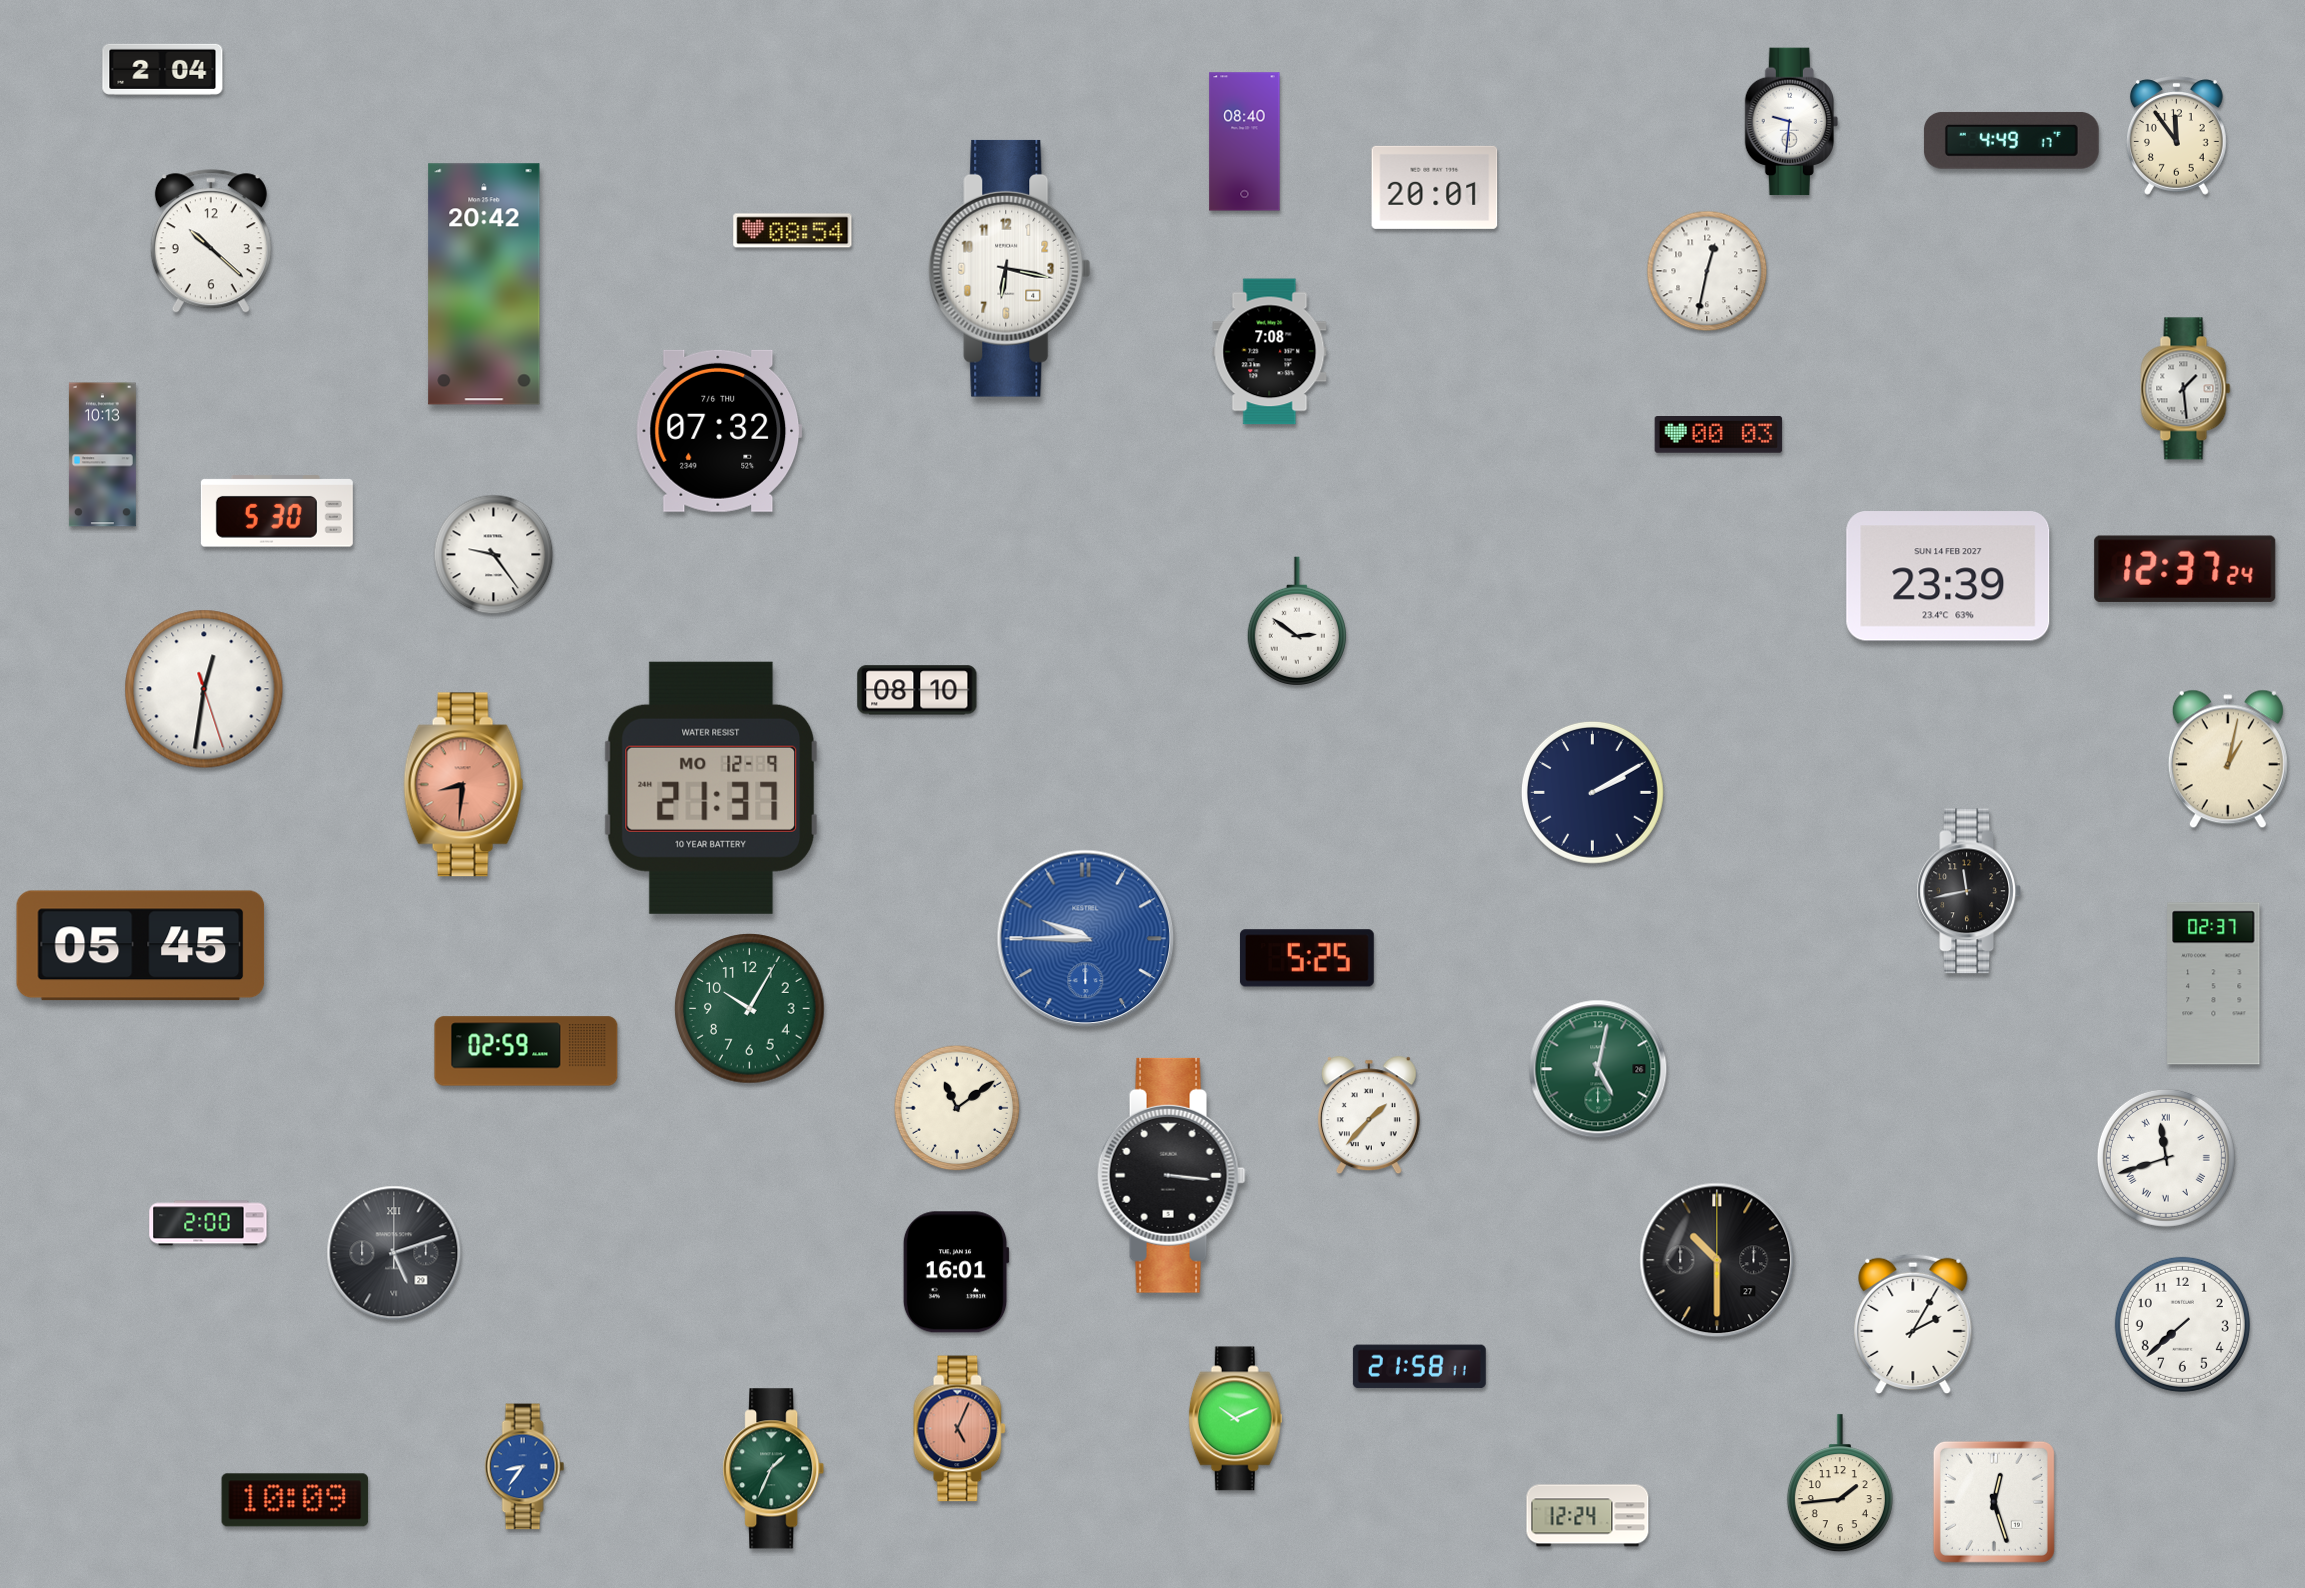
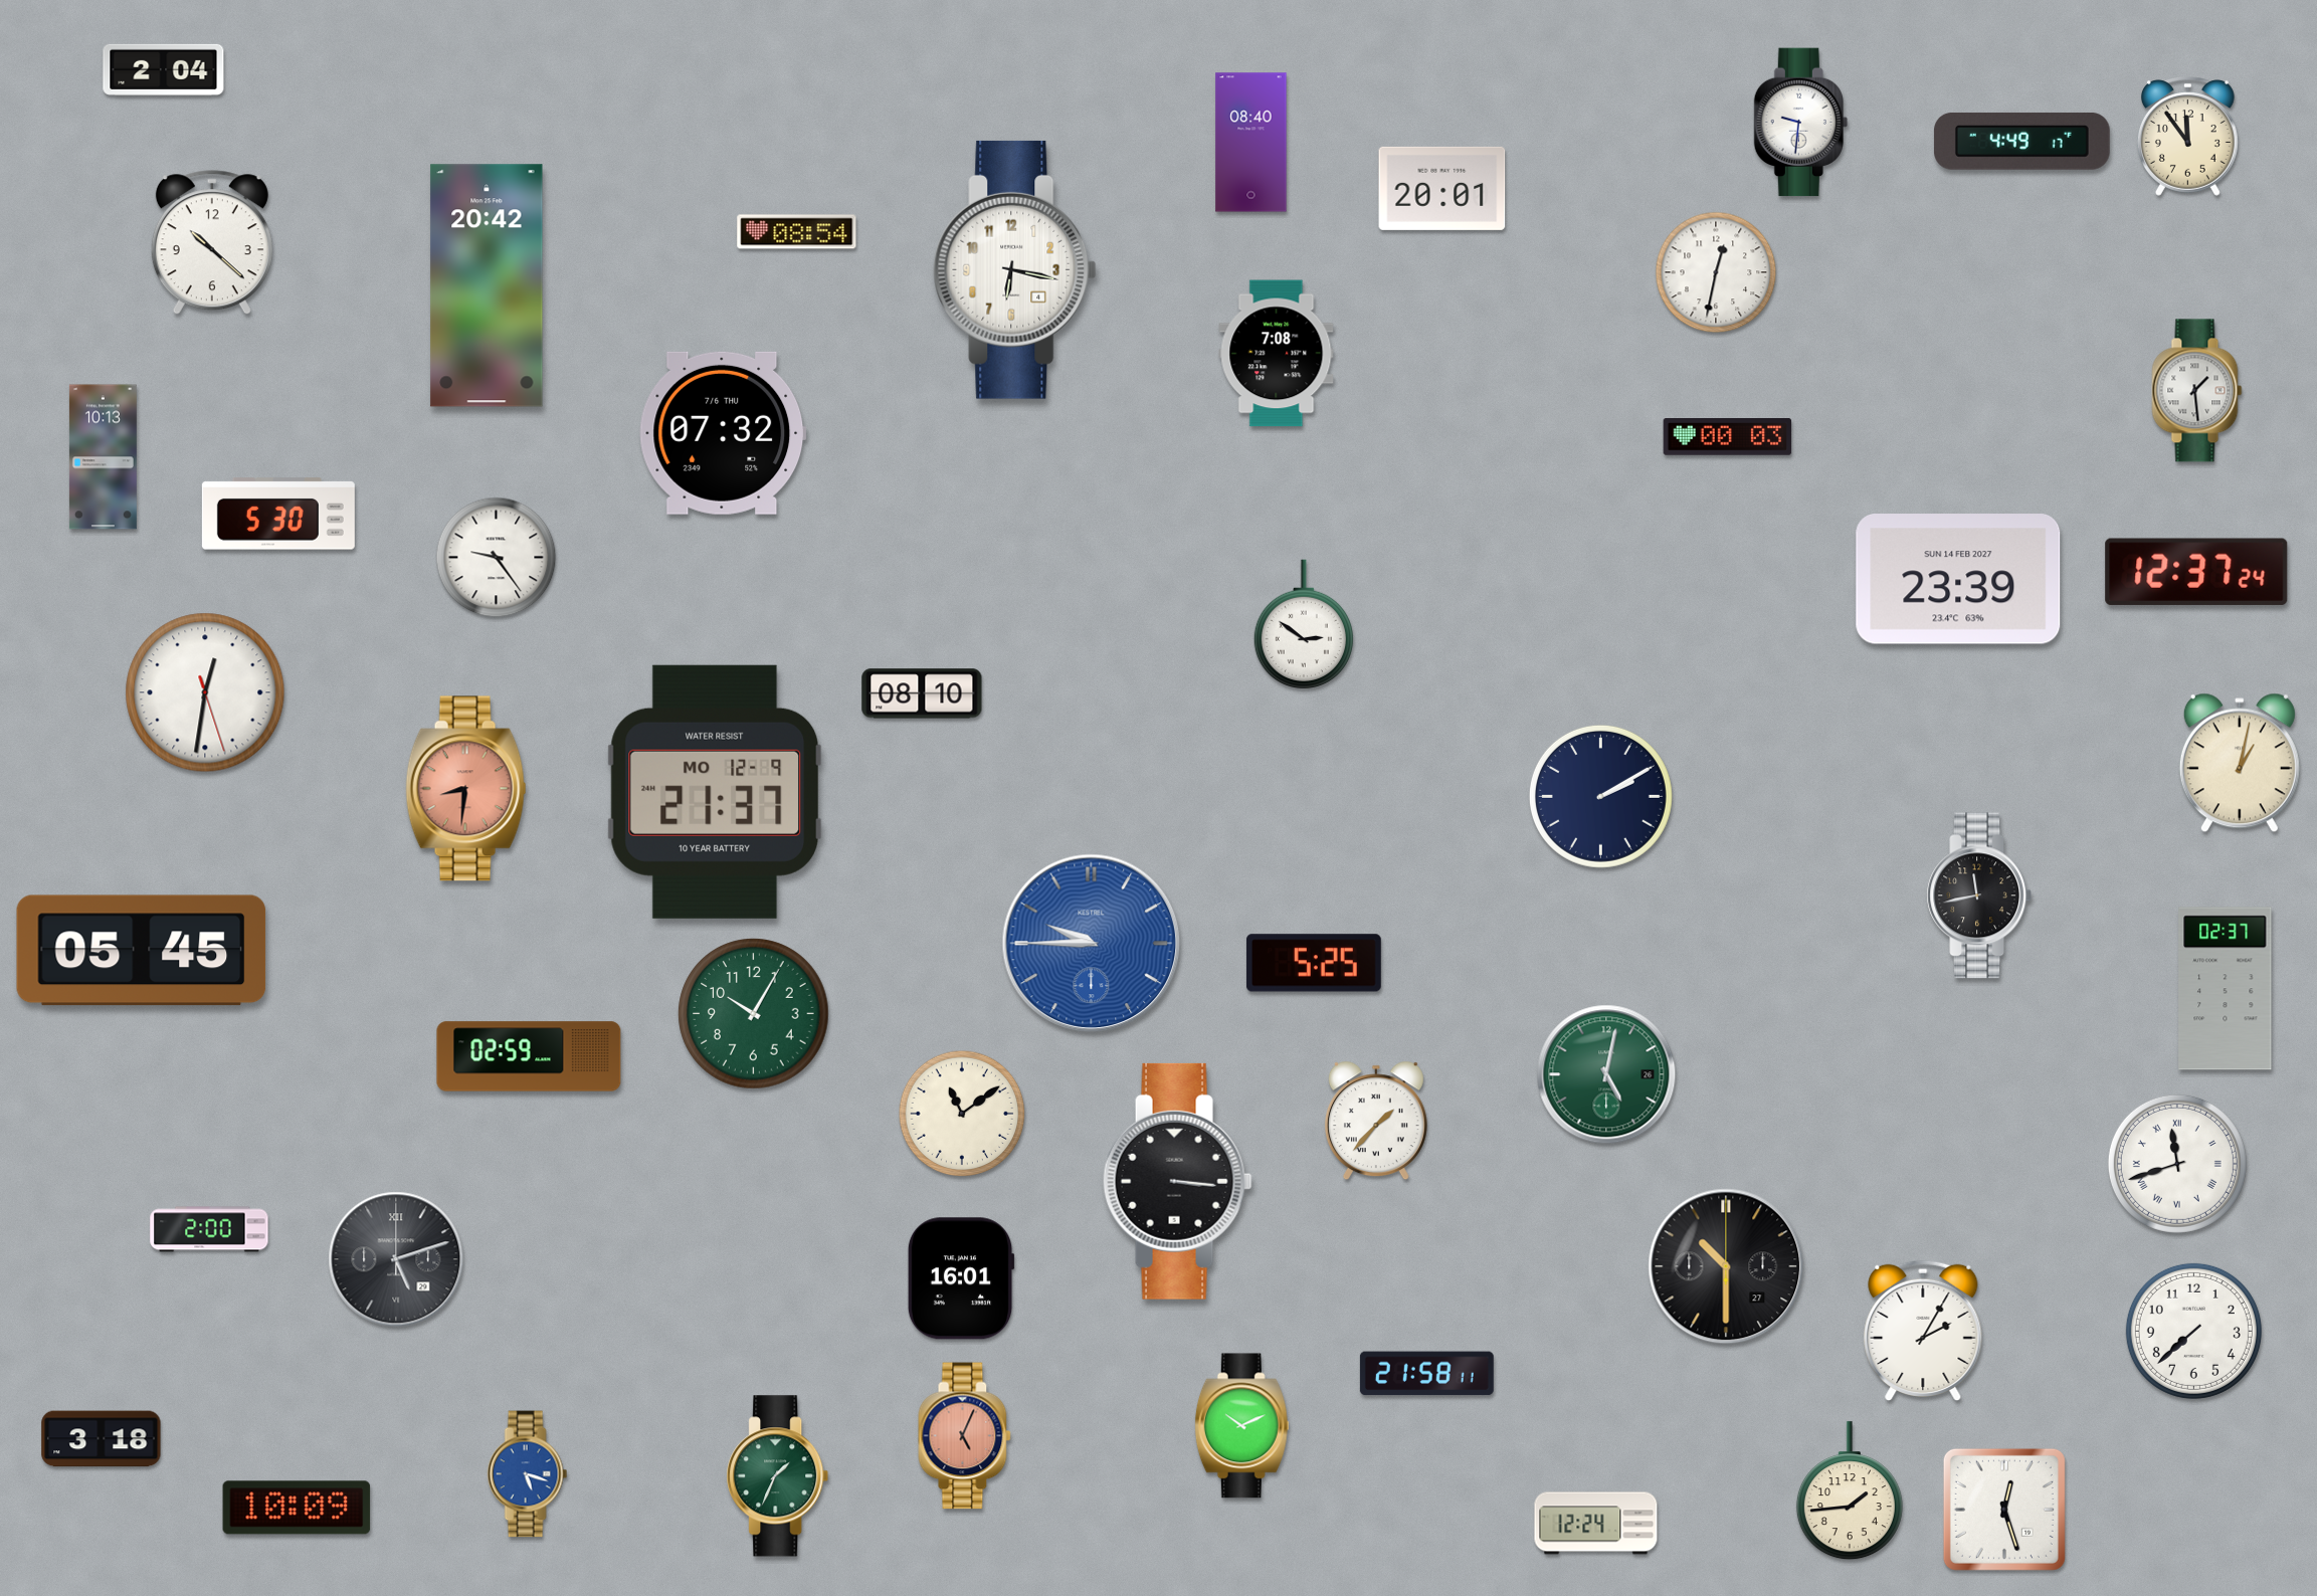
clock at (102, 1439): none -> 3:18
clock at (525, 1467): 8:36 -> 5:18
